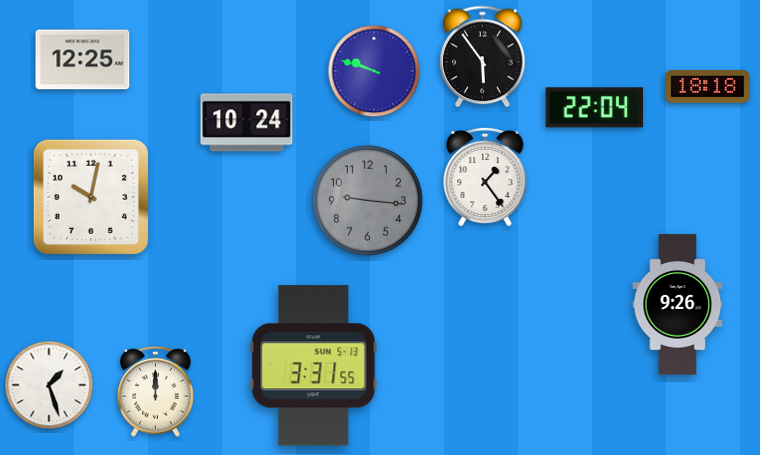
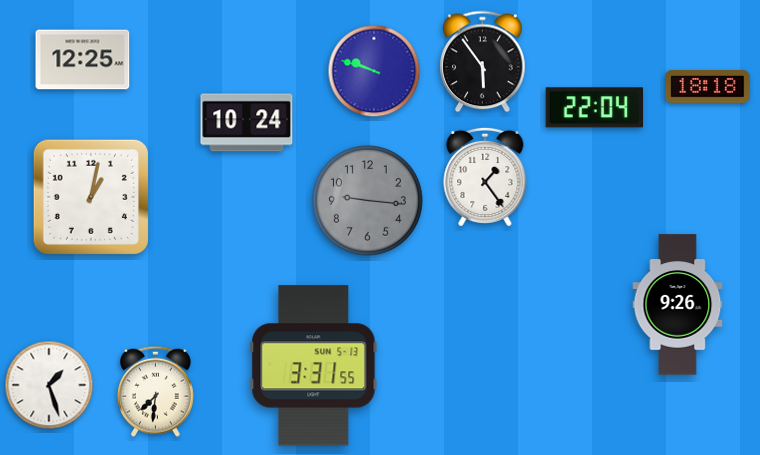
clock at (483, 57) position: (483, 57) -> (483, 62)
clock at (91, 197): 10:02 -> 1:02
clock at (155, 391): 12:00 -> 7:31
